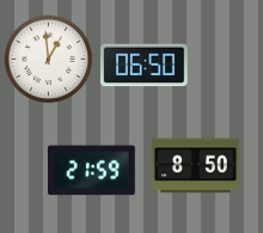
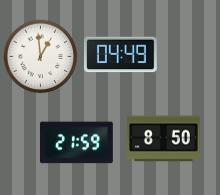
clock at (49, 60) position: (49, 60) -> (41, 57)
clock at (143, 66): 06:50 -> 04:49
